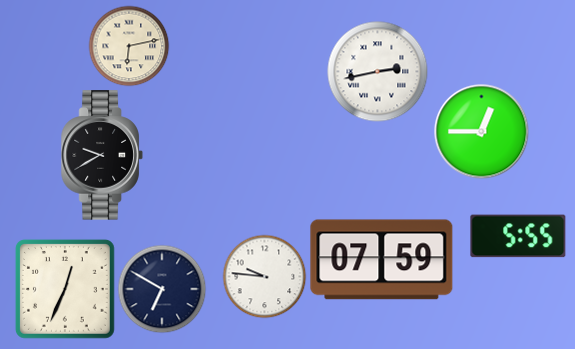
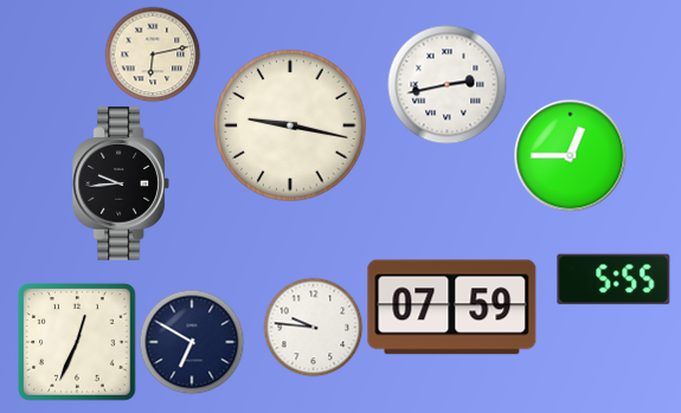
clock at (290, 125): none -> 9:17
clock at (102, 155): 9:40 -> 9:44
